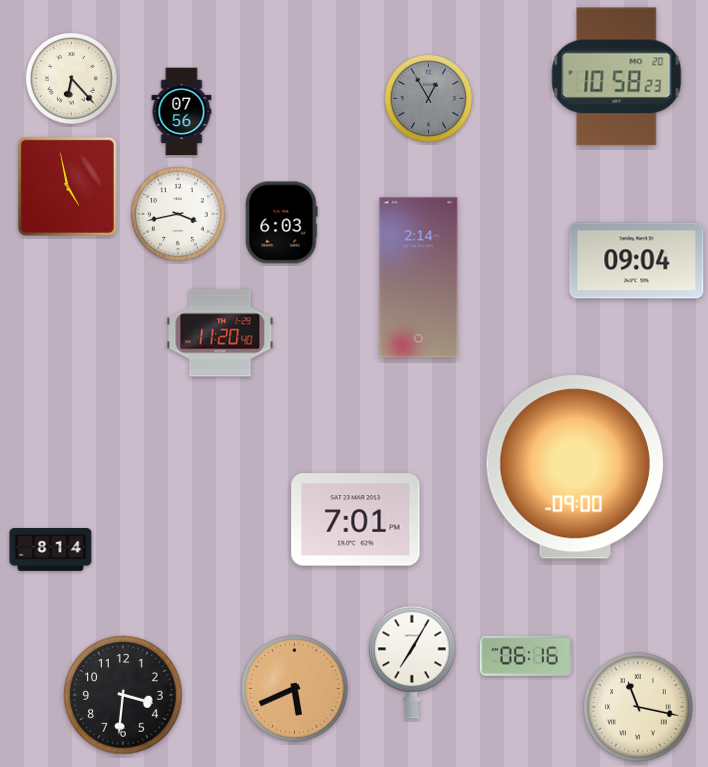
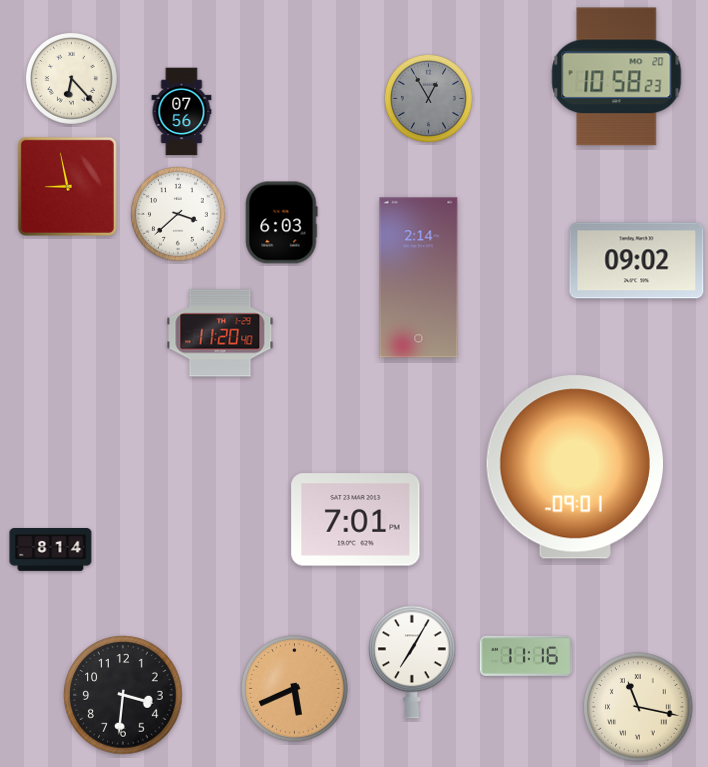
clock at (67, 186): 4:58 -> 8:58
clock at (179, 215): 3:43 -> 3:38
clock at (637, 261): 09:04 -> 09:02
clock at (574, 467): 09:00 -> 09:01
clock at (526, 656): 06:16 -> 11:16
